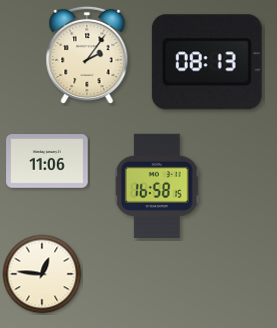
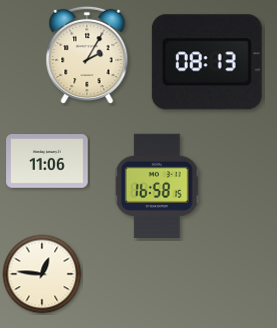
clock at (87, 55): 2:06 -> 2:05
